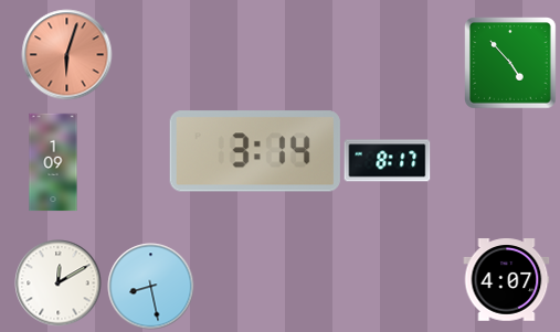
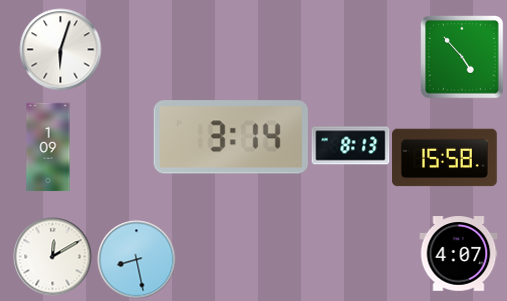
clock at (66, 54) dial: salmon -> white
clock at (387, 161): 8:17 -> 8:13
clock at (445, 158): none -> 15:58
